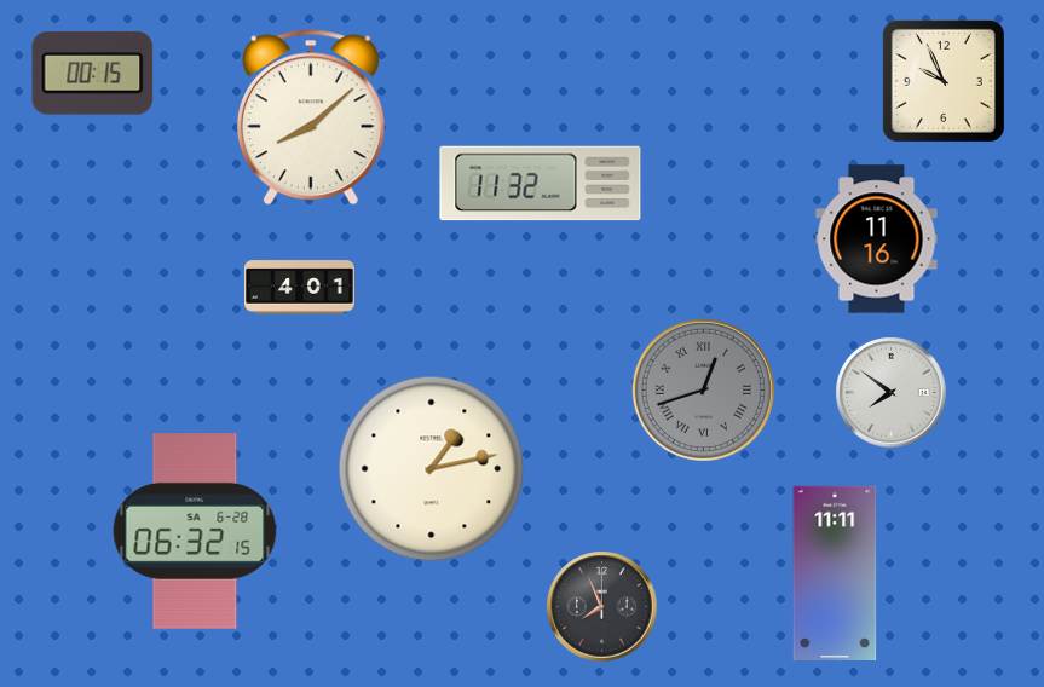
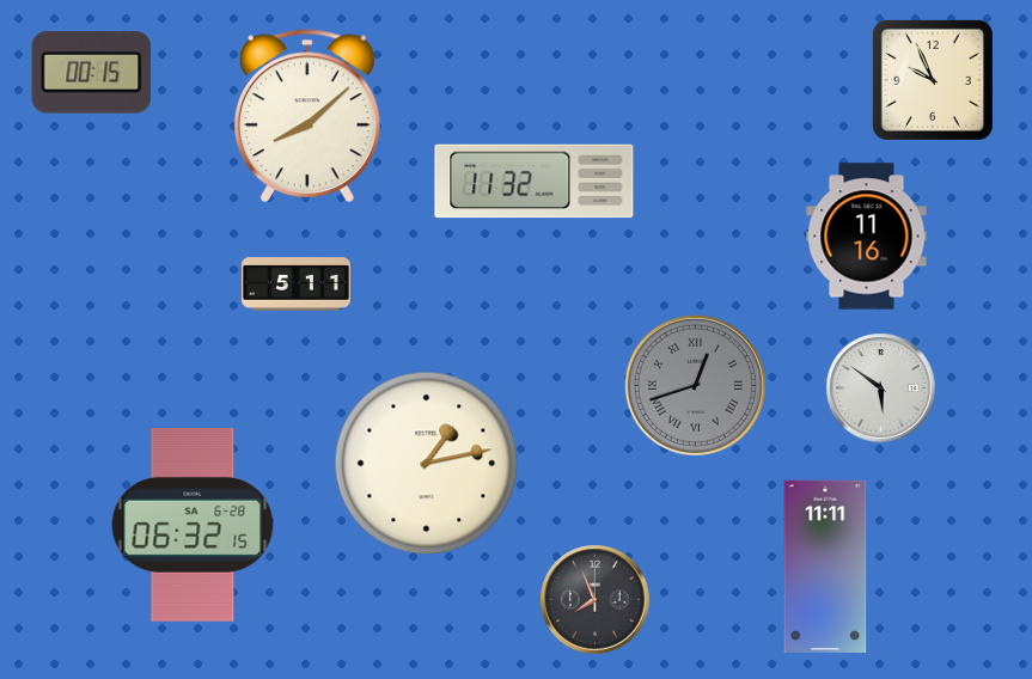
clock at (299, 288): 4:01 -> 5:11
clock at (892, 393): 7:51 -> 5:51
